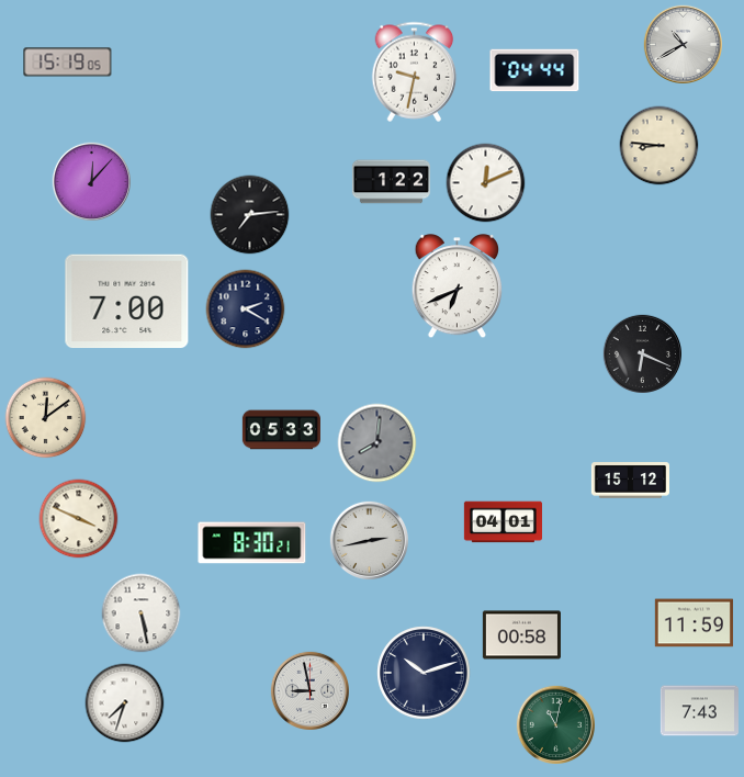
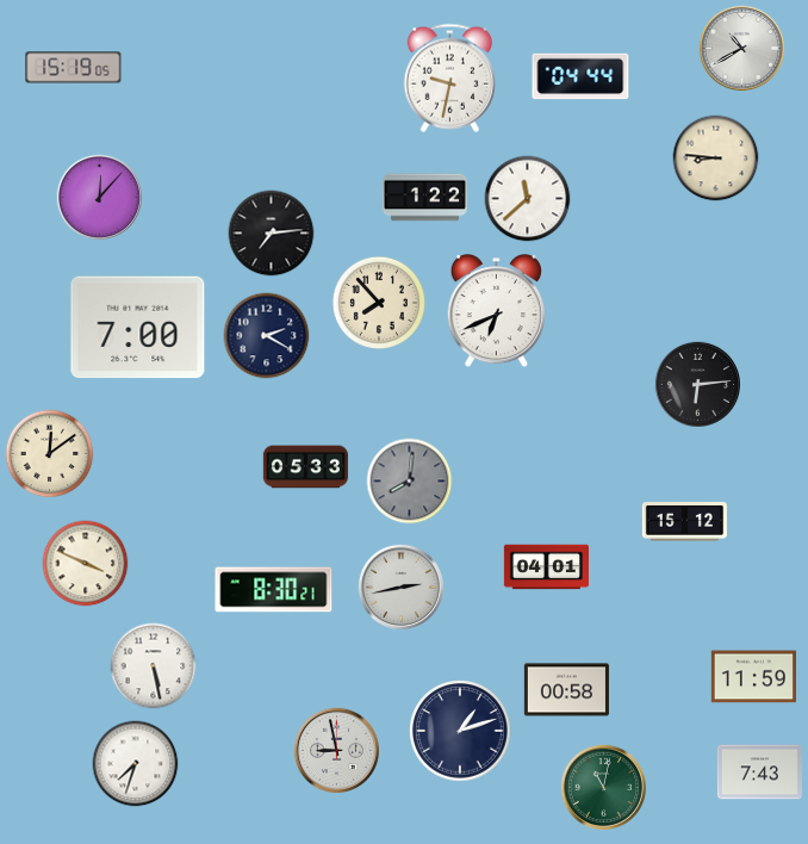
clock at (486, 183): 12:11 -> 11:38
clock at (378, 302): none -> 7:53
clock at (642, 353): 6:19 -> 6:14
clock at (424, 673): 10:12 -> 1:12
